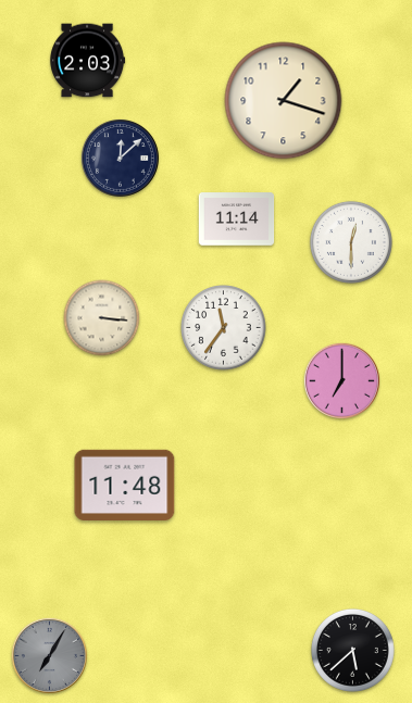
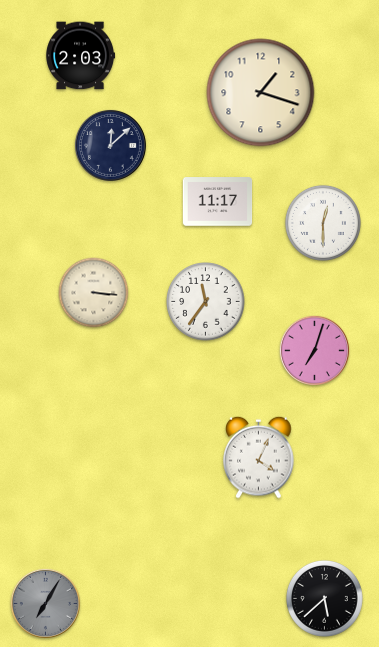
clock at (237, 219): 11:14 -> 11:17
clock at (341, 380): 7:00 -> 7:03
clock at (125, 485): 11:48 -> none
clock at (259, 457): none -> 4:04
